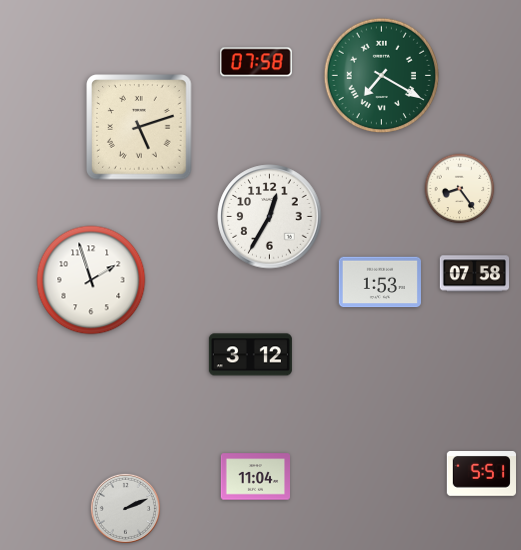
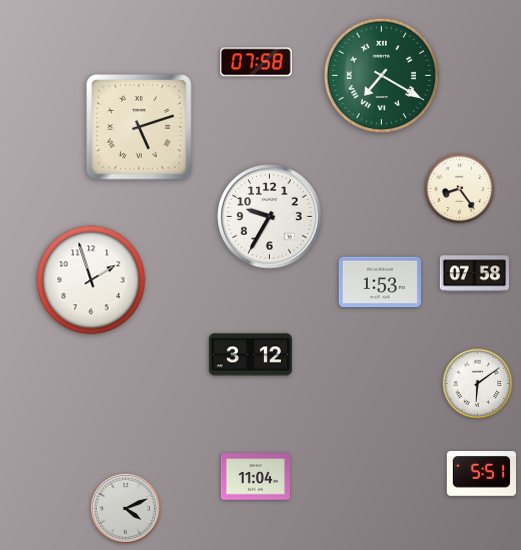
clock at (270, 217): 12:35 -> 9:35
clock at (478, 384): none -> 6:09
clock at (125, 508): 2:11 -> 4:11
